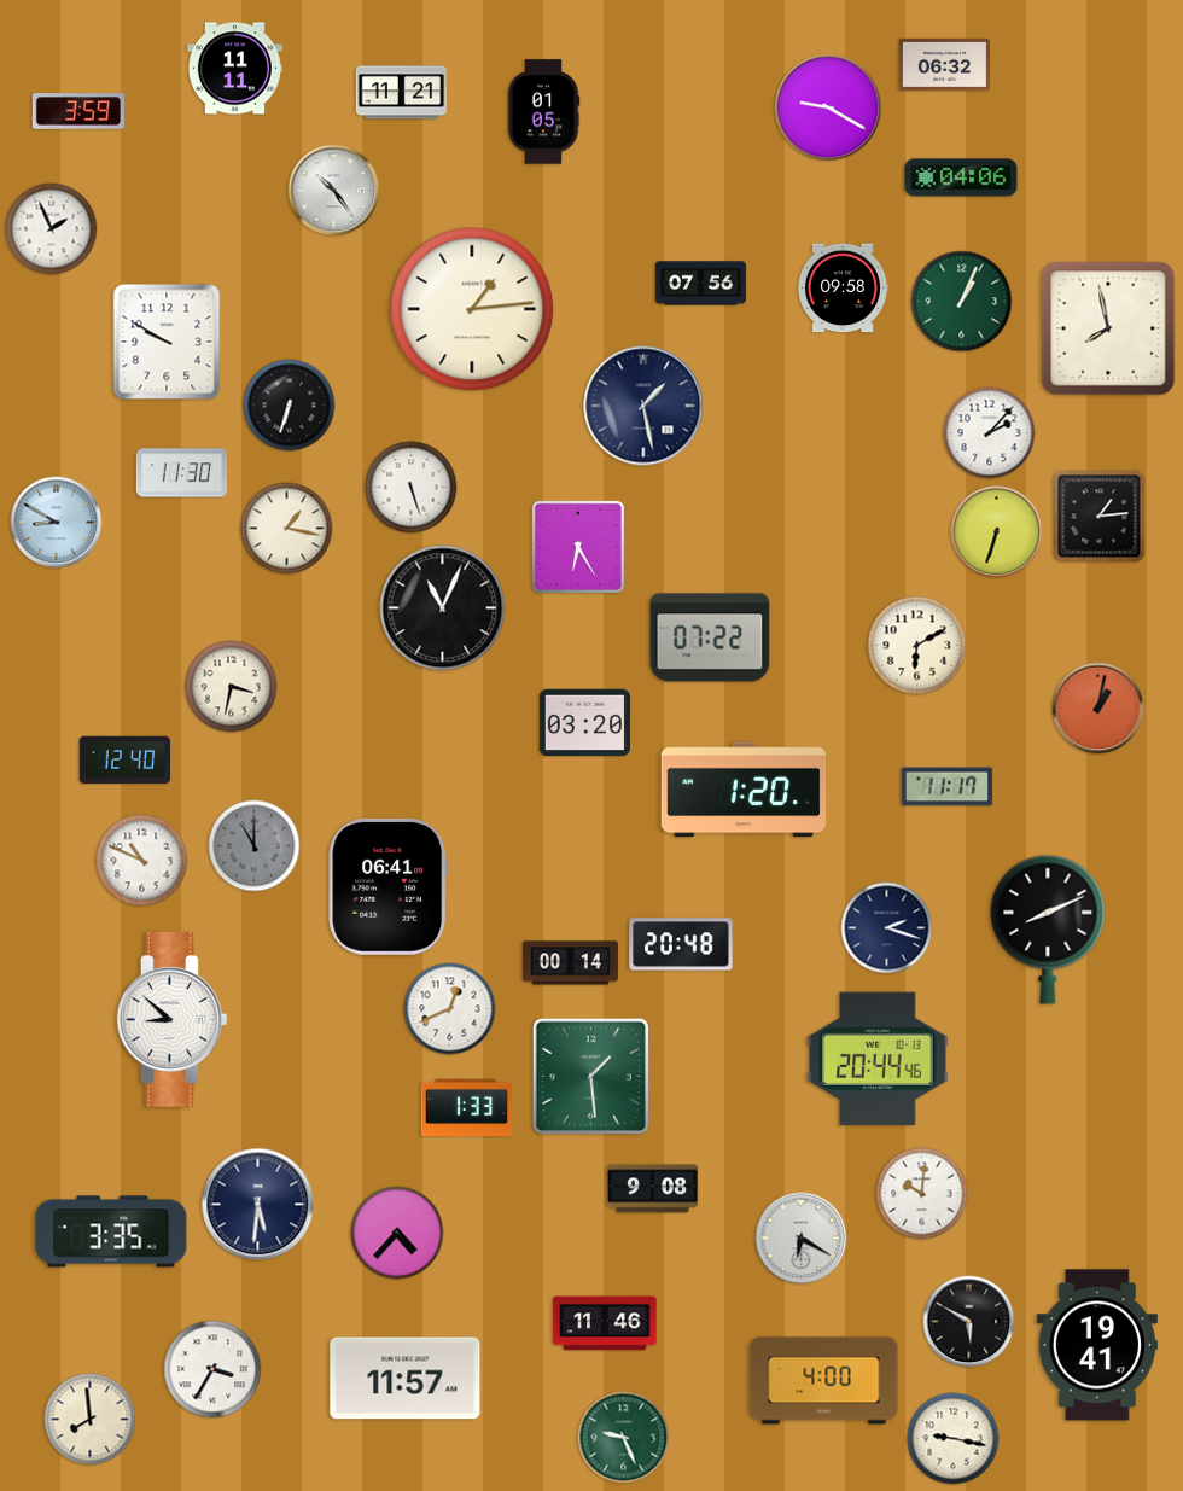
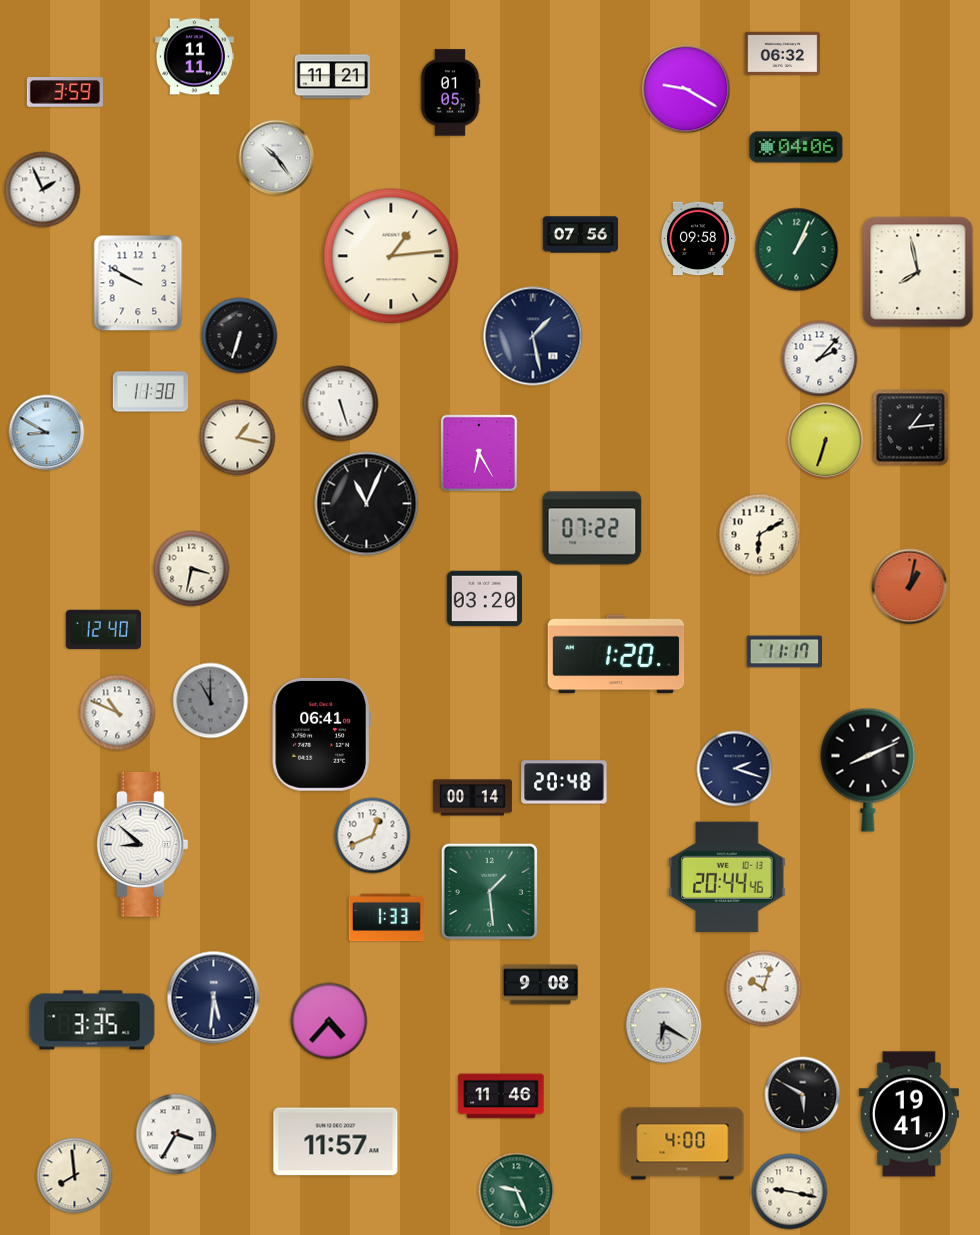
clock at (710, 637) position: (710, 637) -> (592, 528)
clock at (922, 1194): 10:01 -> 10:03
